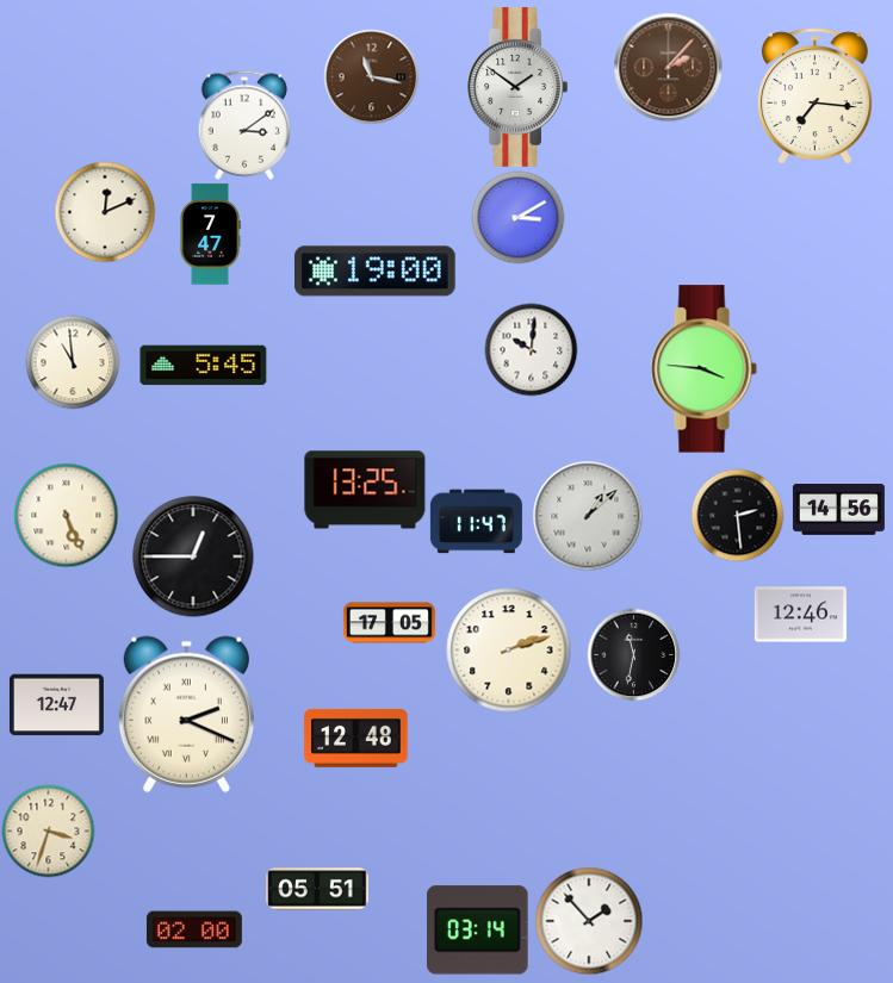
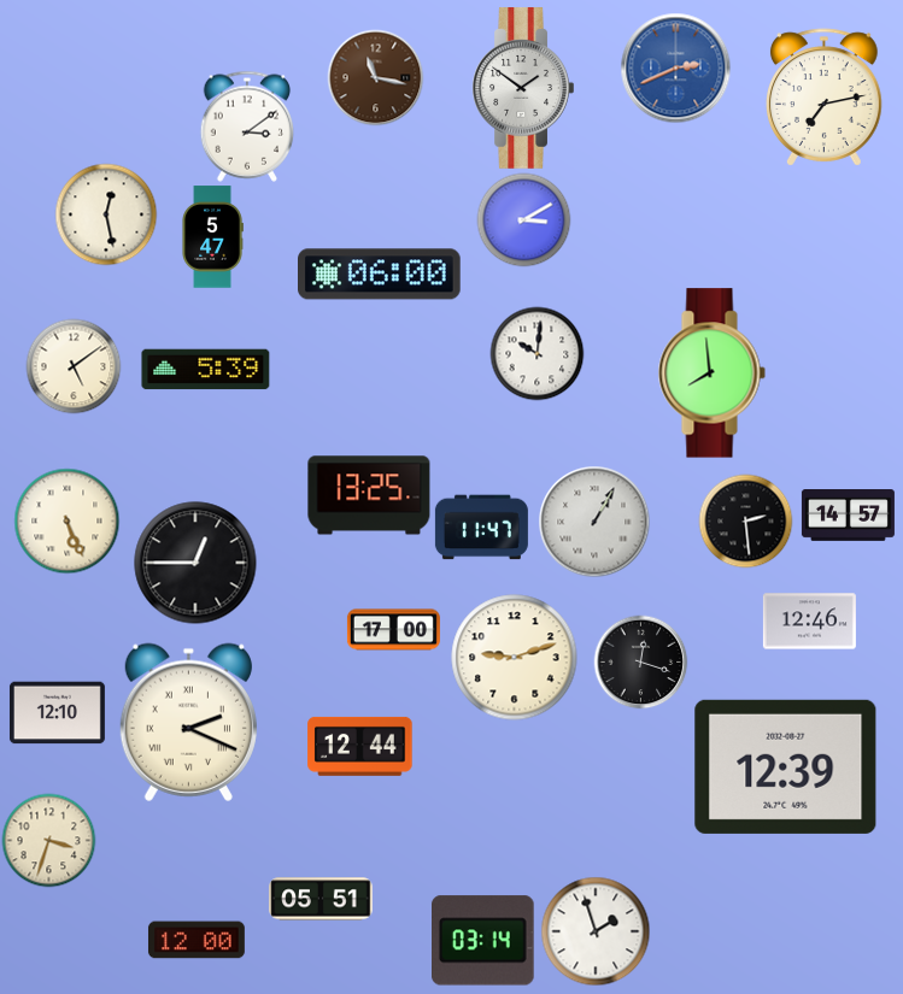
clock at (668, 67): 2:07 -> 2:41
clock at (668, 67) dial: brown -> blue
clock at (816, 97): 7:16 -> 7:13
clock at (105, 212): 12:11 -> 12:28
clock at (210, 235): 7:47 -> 5:47
clock at (376, 272): 19:00 -> 06:00
clock at (73, 362): 10:59 -> 5:09
clock at (204, 366): 5:45 -> 5:39
clock at (703, 369): 3:46 -> 7:59
clock at (838, 510): 14:56 -> 14:57
clock at (588, 516): 1:08 -> 1:05
clock at (389, 623): 17:05 -> 17:00
clock at (509, 651): 2:12 -> 9:12
clock at (633, 654): 11:32 -> 12:18
clock at (56, 705): 12:47 -> 12:10
clock at (356, 738): 12:48 -> 12:44
clock at (786, 766): none -> 12:39
clock at (589, 921): 1:53 -> 1:57
clock at (194, 929): 02:00 -> 12:00
